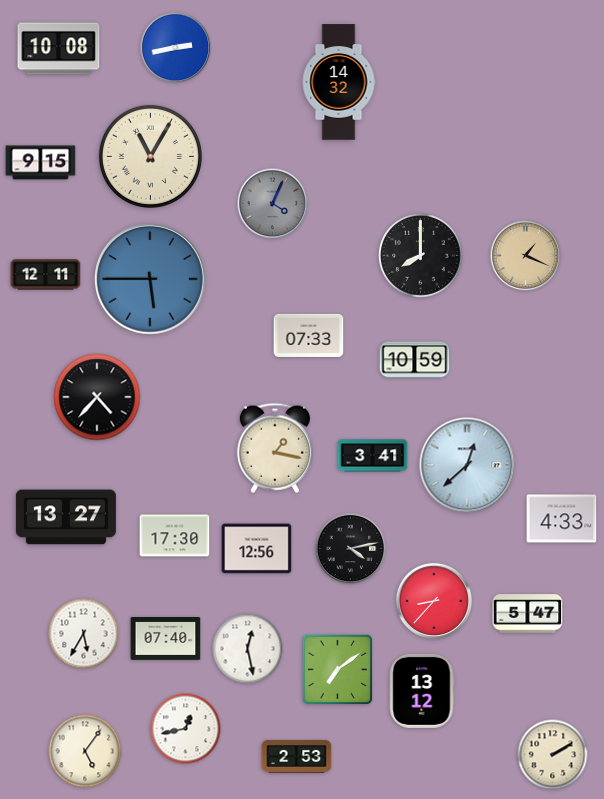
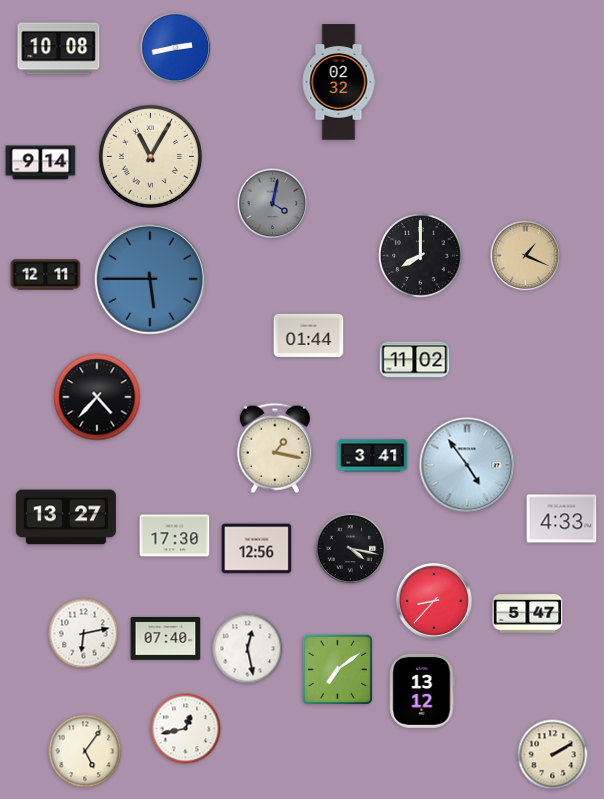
clock at (339, 82): 14:32 -> 02:32
clock at (41, 163): 9:15 -> 9:14
clock at (273, 204): 4:04 -> 4:02
clock at (309, 335): 07:33 -> 01:44
clock at (415, 360): 10:59 -> 11:02
clock at (467, 465): 12:38 -> 4:54
clock at (351, 549): 4:13 -> 4:17
clock at (84, 634): 5:35 -> 6:13
clock at (297, 756): 2:53 -> none
